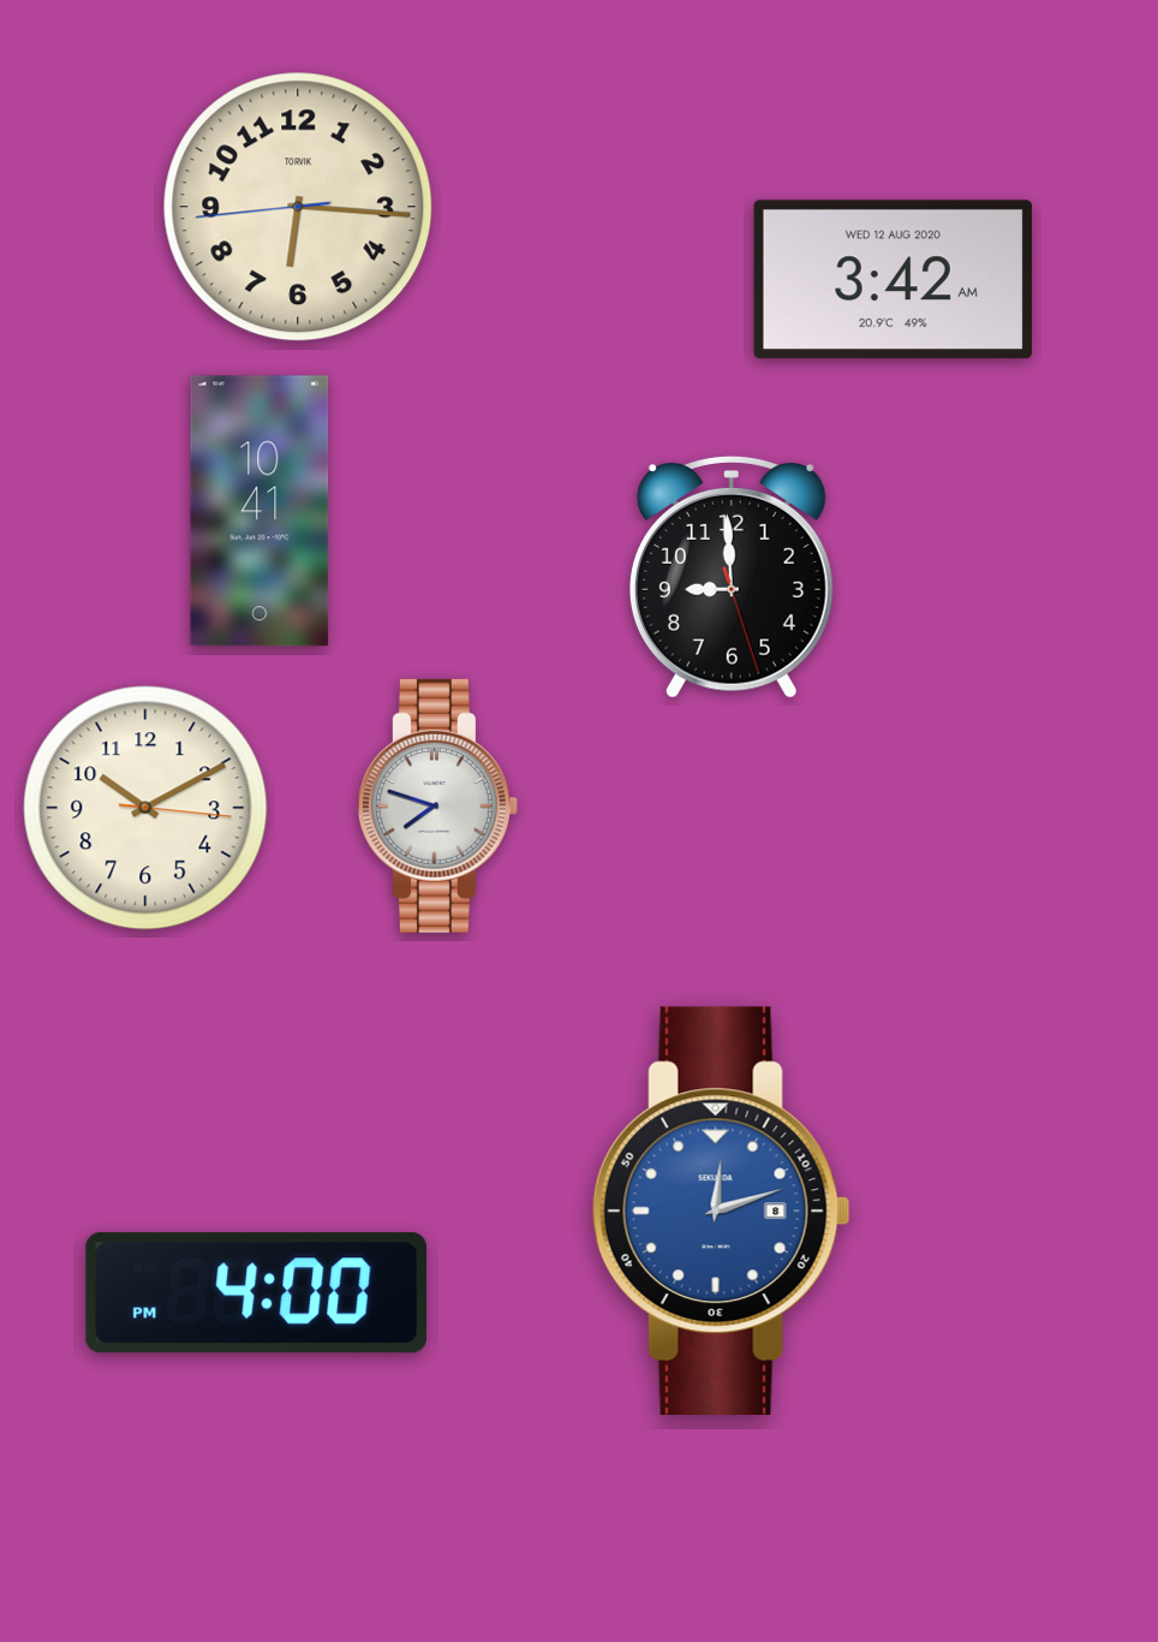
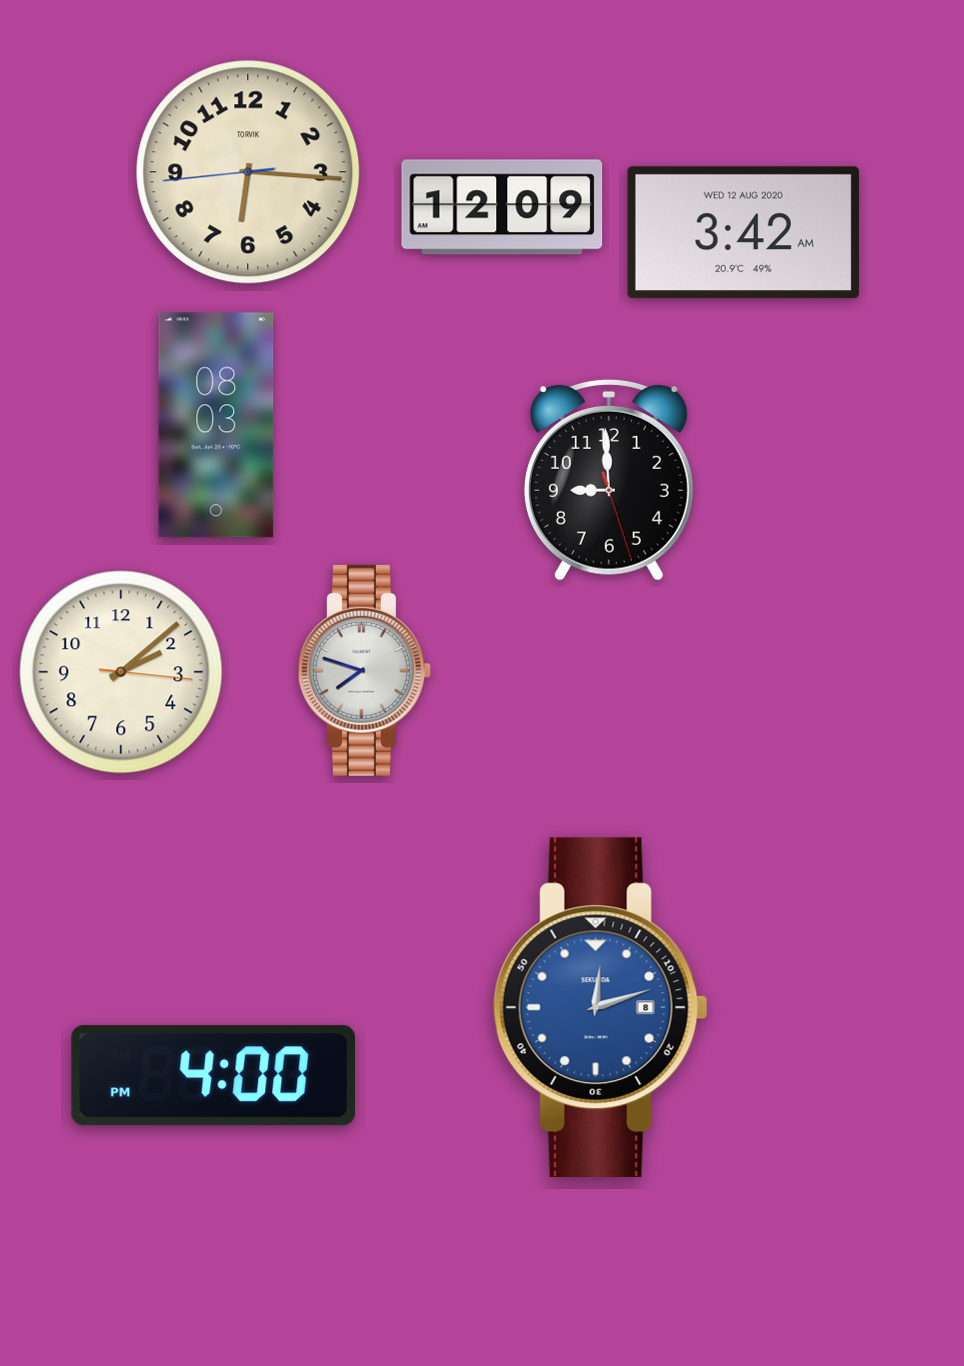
clock at (502, 207): none -> 12:09
clock at (259, 511): 10:41 -> 08:03
clock at (145, 808): 10:10 -> 2:08
